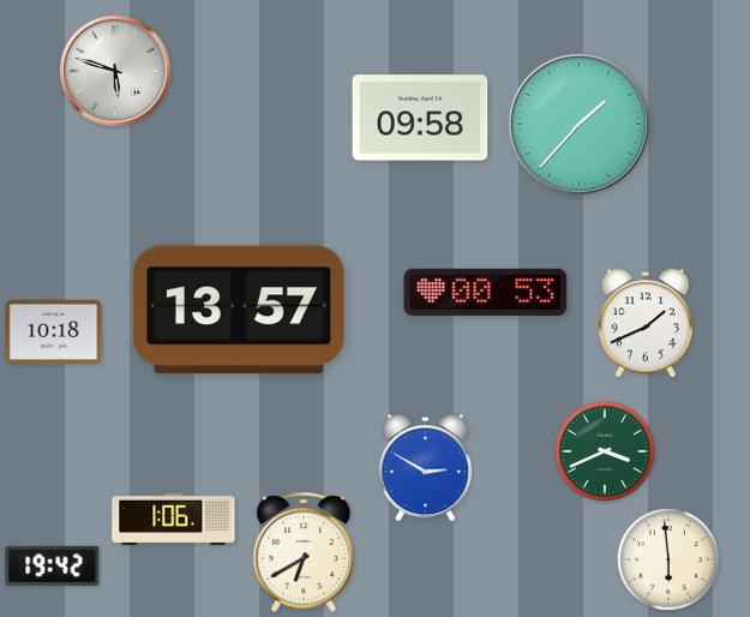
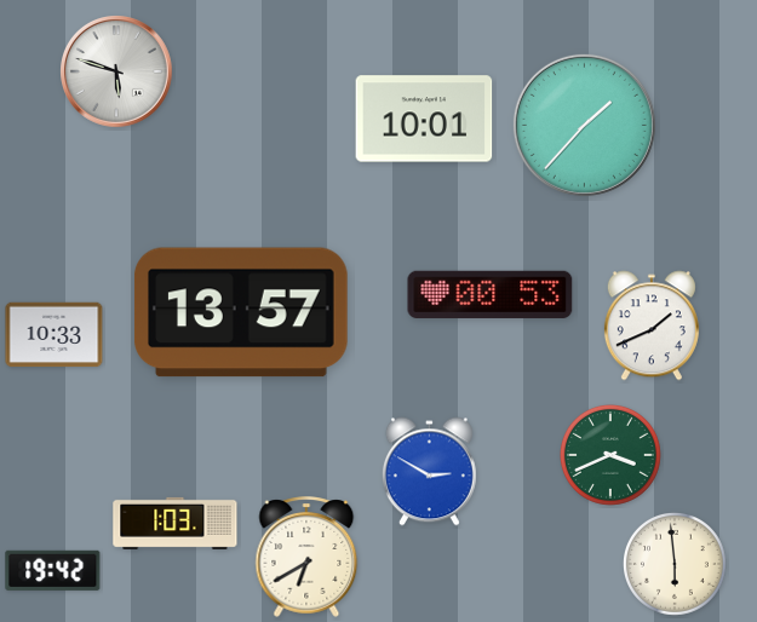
clock at (420, 118): 09:58 -> 10:01
clock at (54, 333): 10:18 -> 10:33
clock at (174, 519): 1:06 -> 1:03
